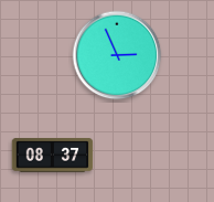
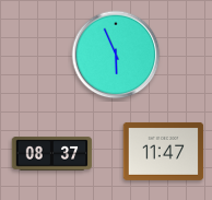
clock at (117, 55): 2:56 -> 5:56
clock at (164, 151): none -> 11:47
